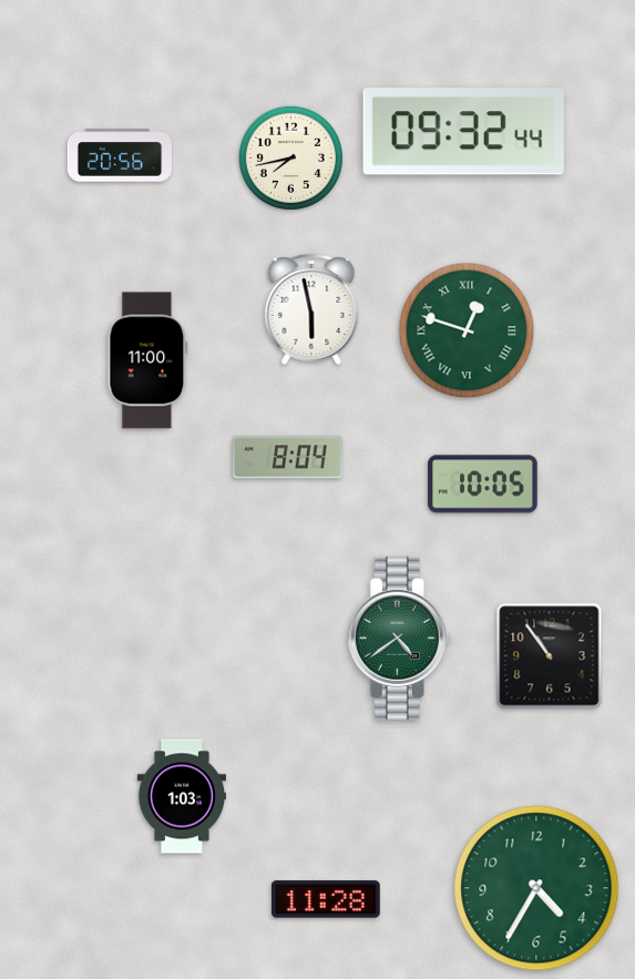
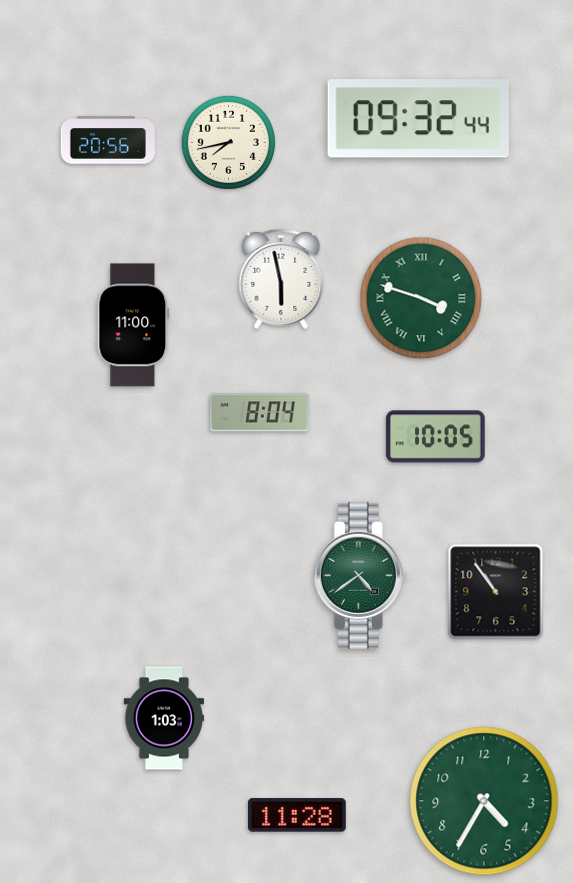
clock at (290, 157) position: (290, 157) -> (228, 142)
clock at (467, 330): 12:48 -> 3:48
clock at (326, 899) position: (326, 899) -> (297, 815)
